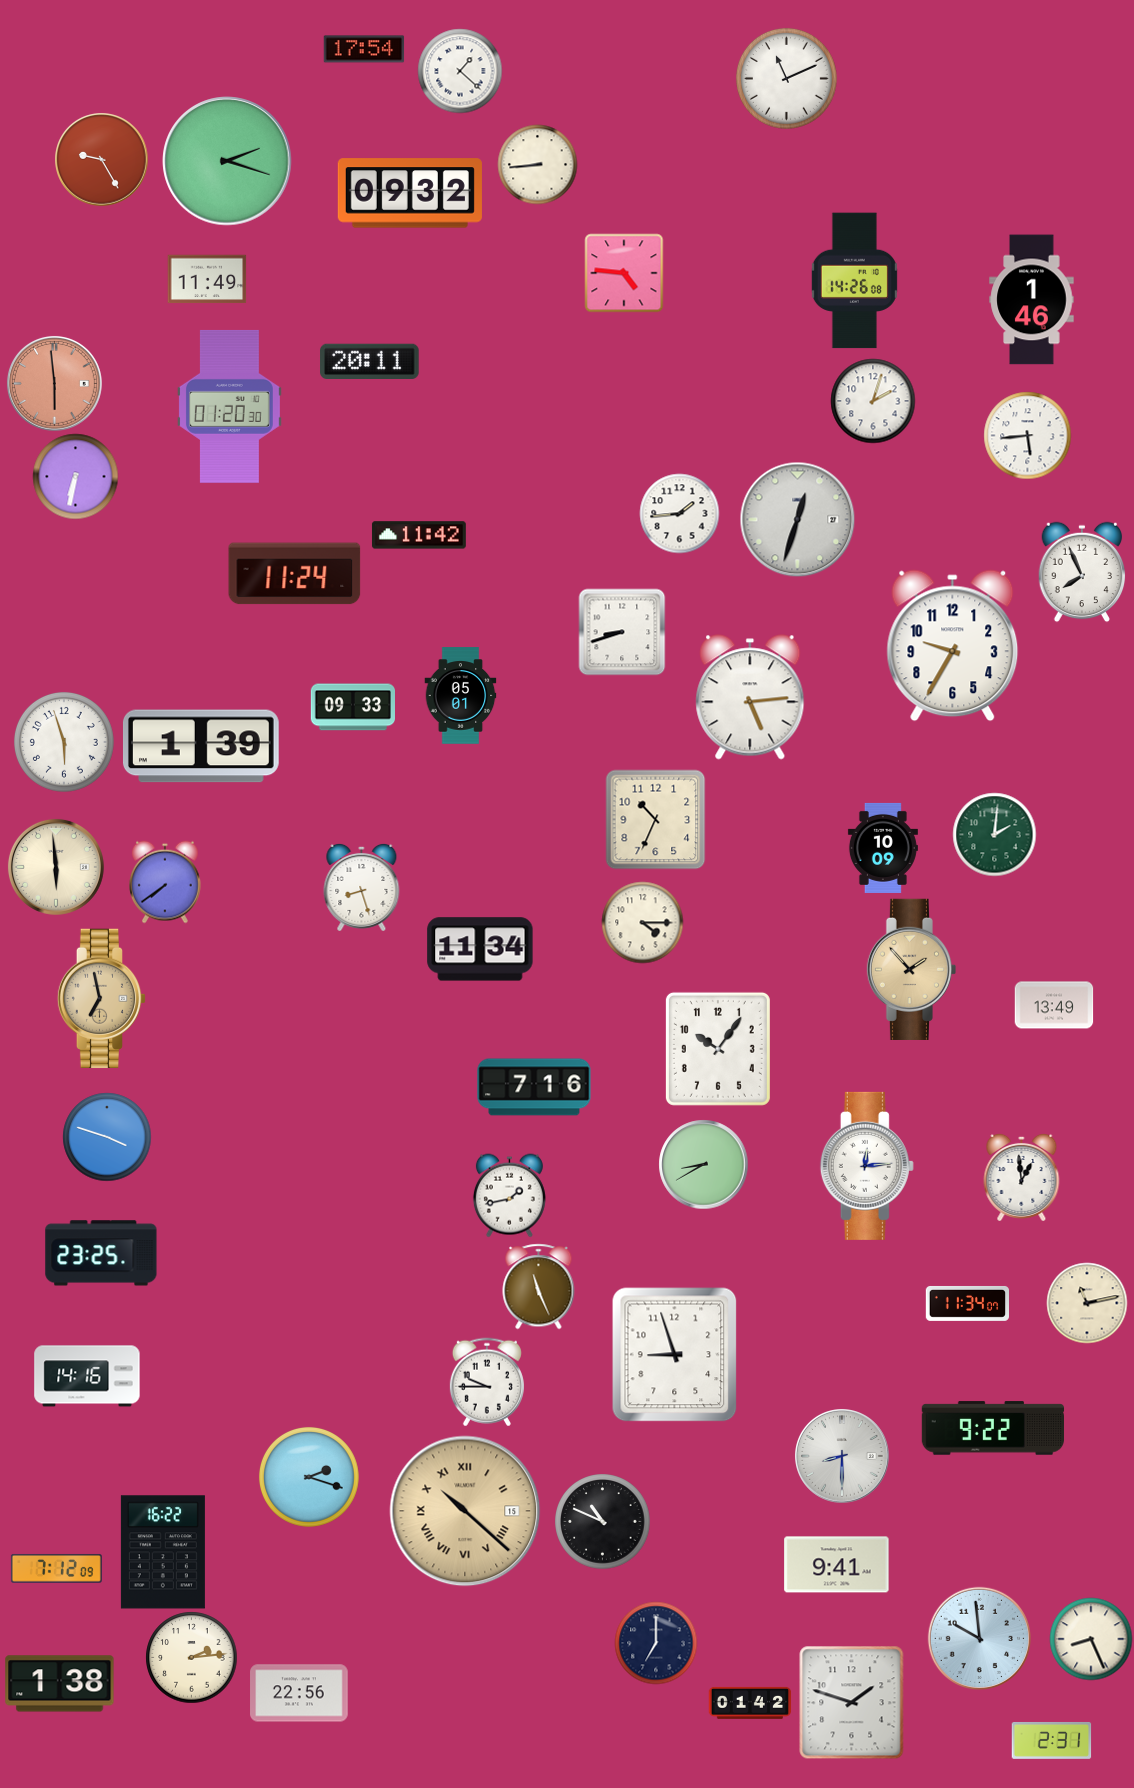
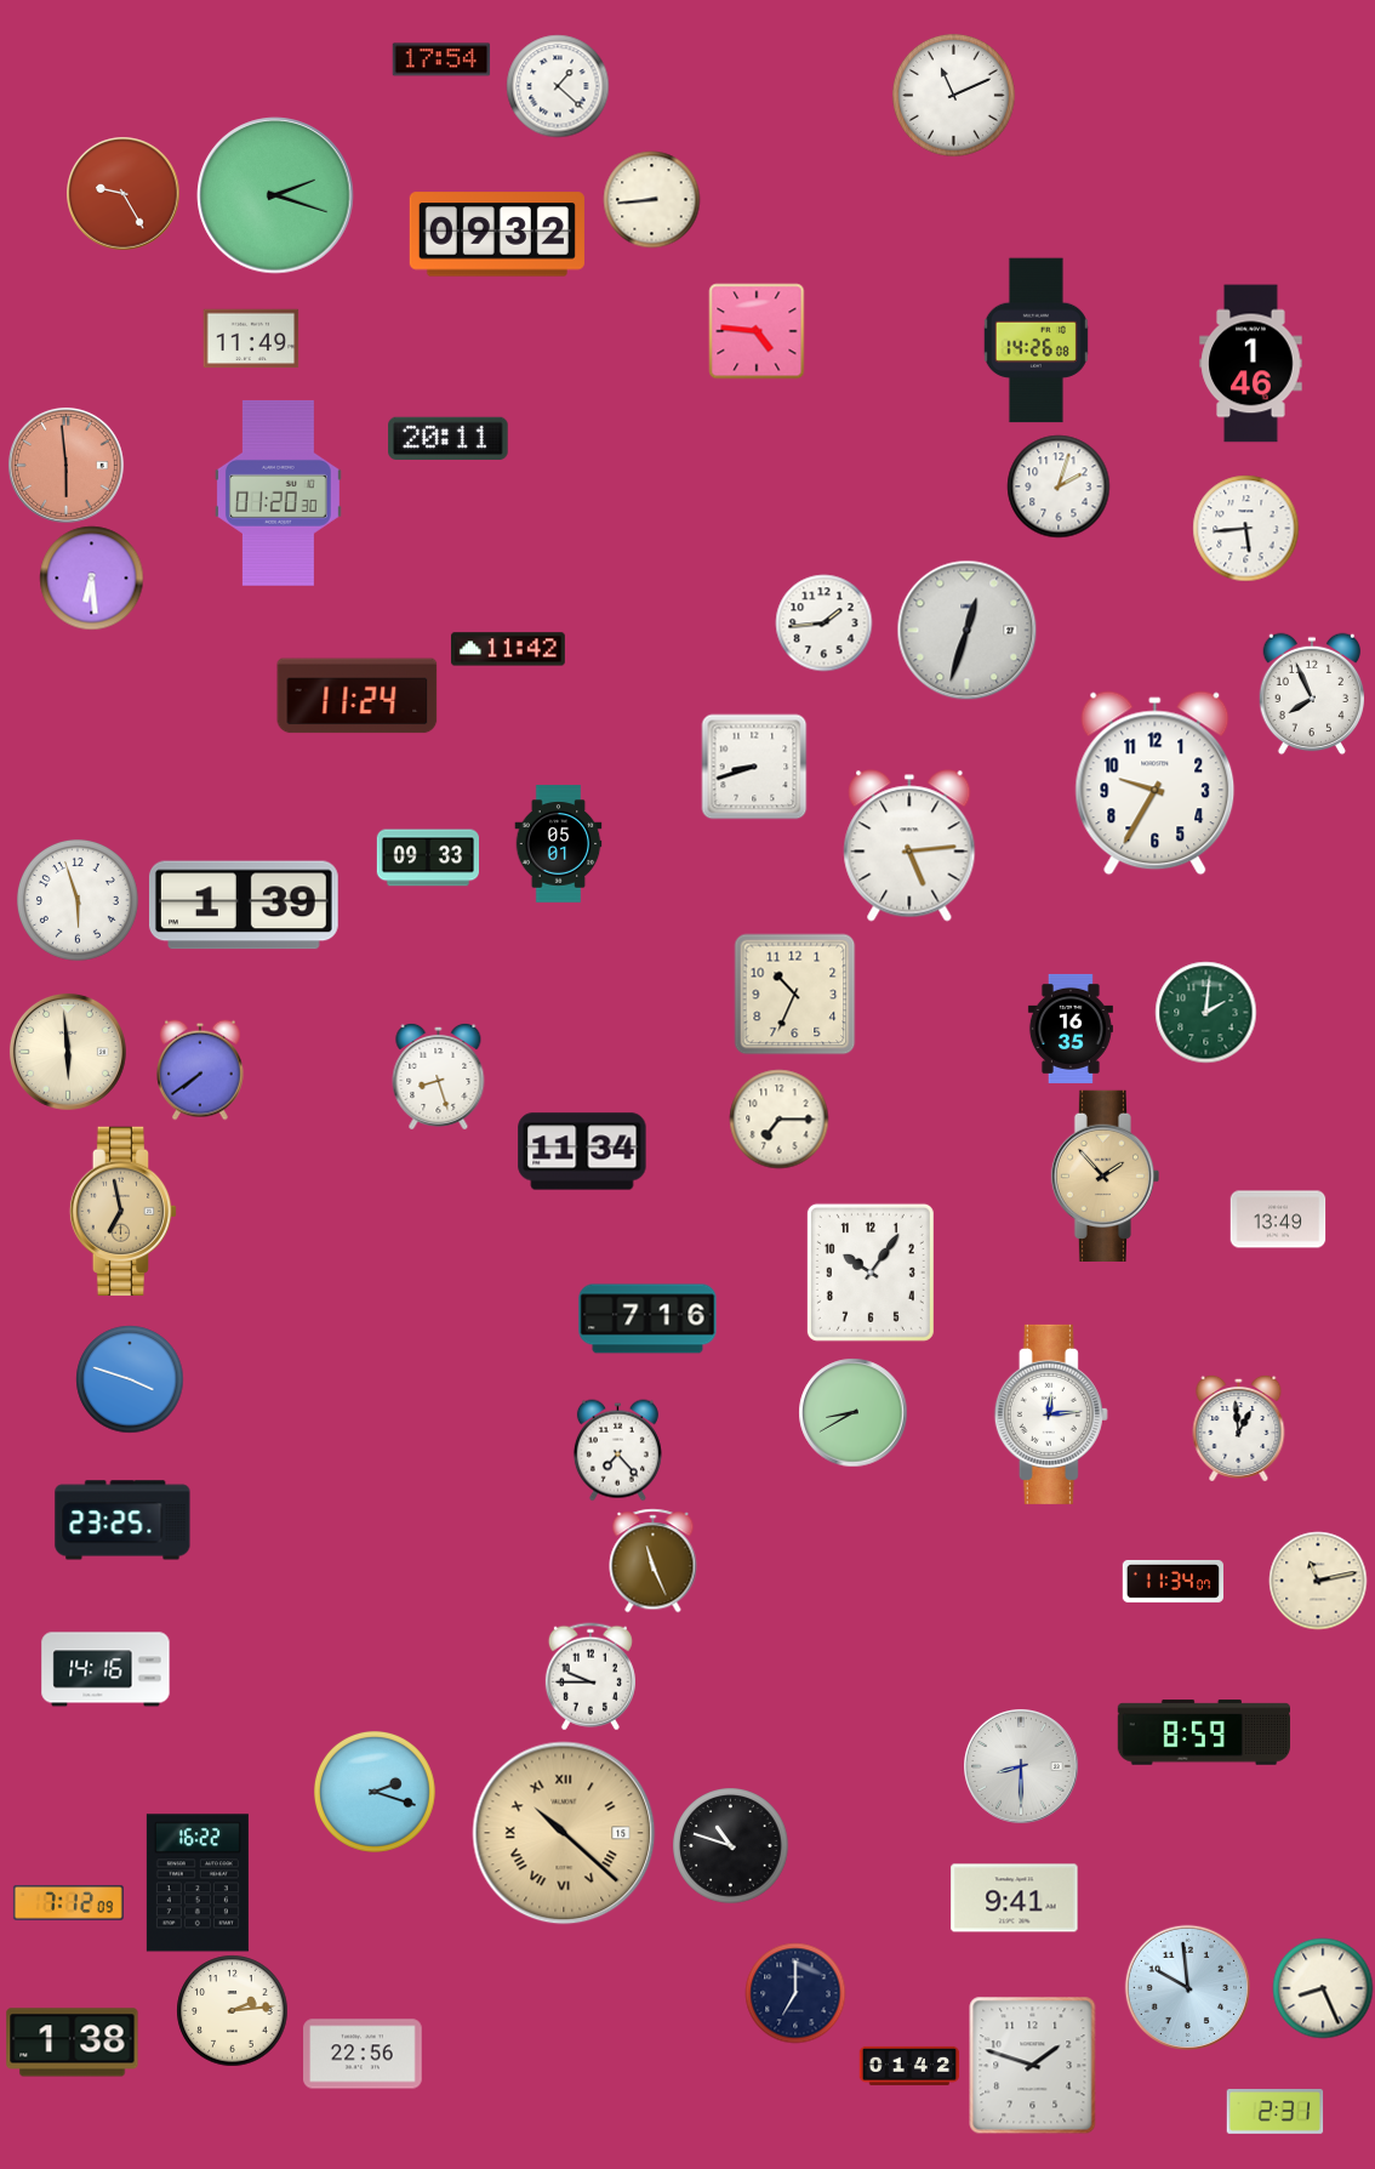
clock at (75, 476): 6:32 -> 6:29
clock at (883, 848): 10:09 -> 16:35
clock at (642, 922): 4:15 -> 7:15
clock at (509, 1195): 1:43 -> 7:23
clock at (675, 1355): 8:57 -> none
clock at (992, 1428): 9:22 -> 8:59
clock at (602, 1521): 10:49 -> 10:48
